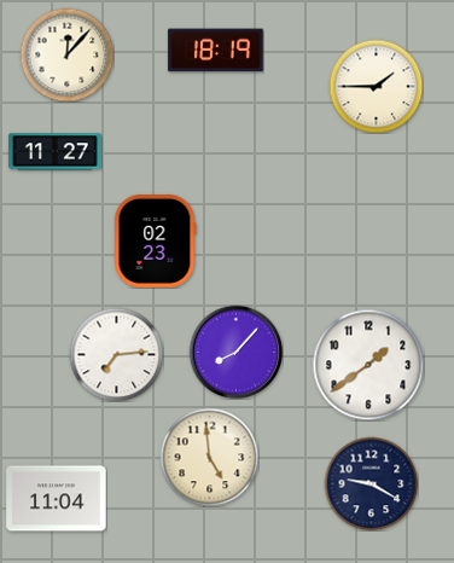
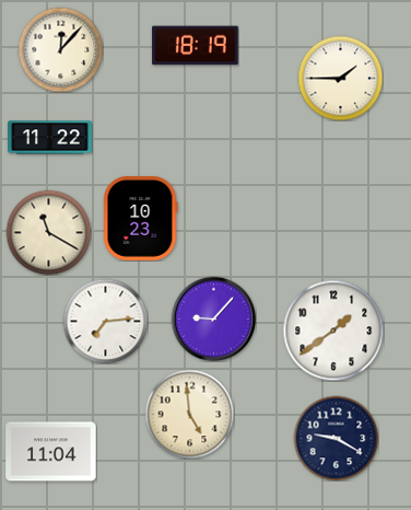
clock at (56, 152): 11:27 -> 11:22
clock at (156, 242): 02:23 -> 10:23
clock at (48, 232): none -> 11:20
clock at (235, 352): 8:07 -> 9:07
